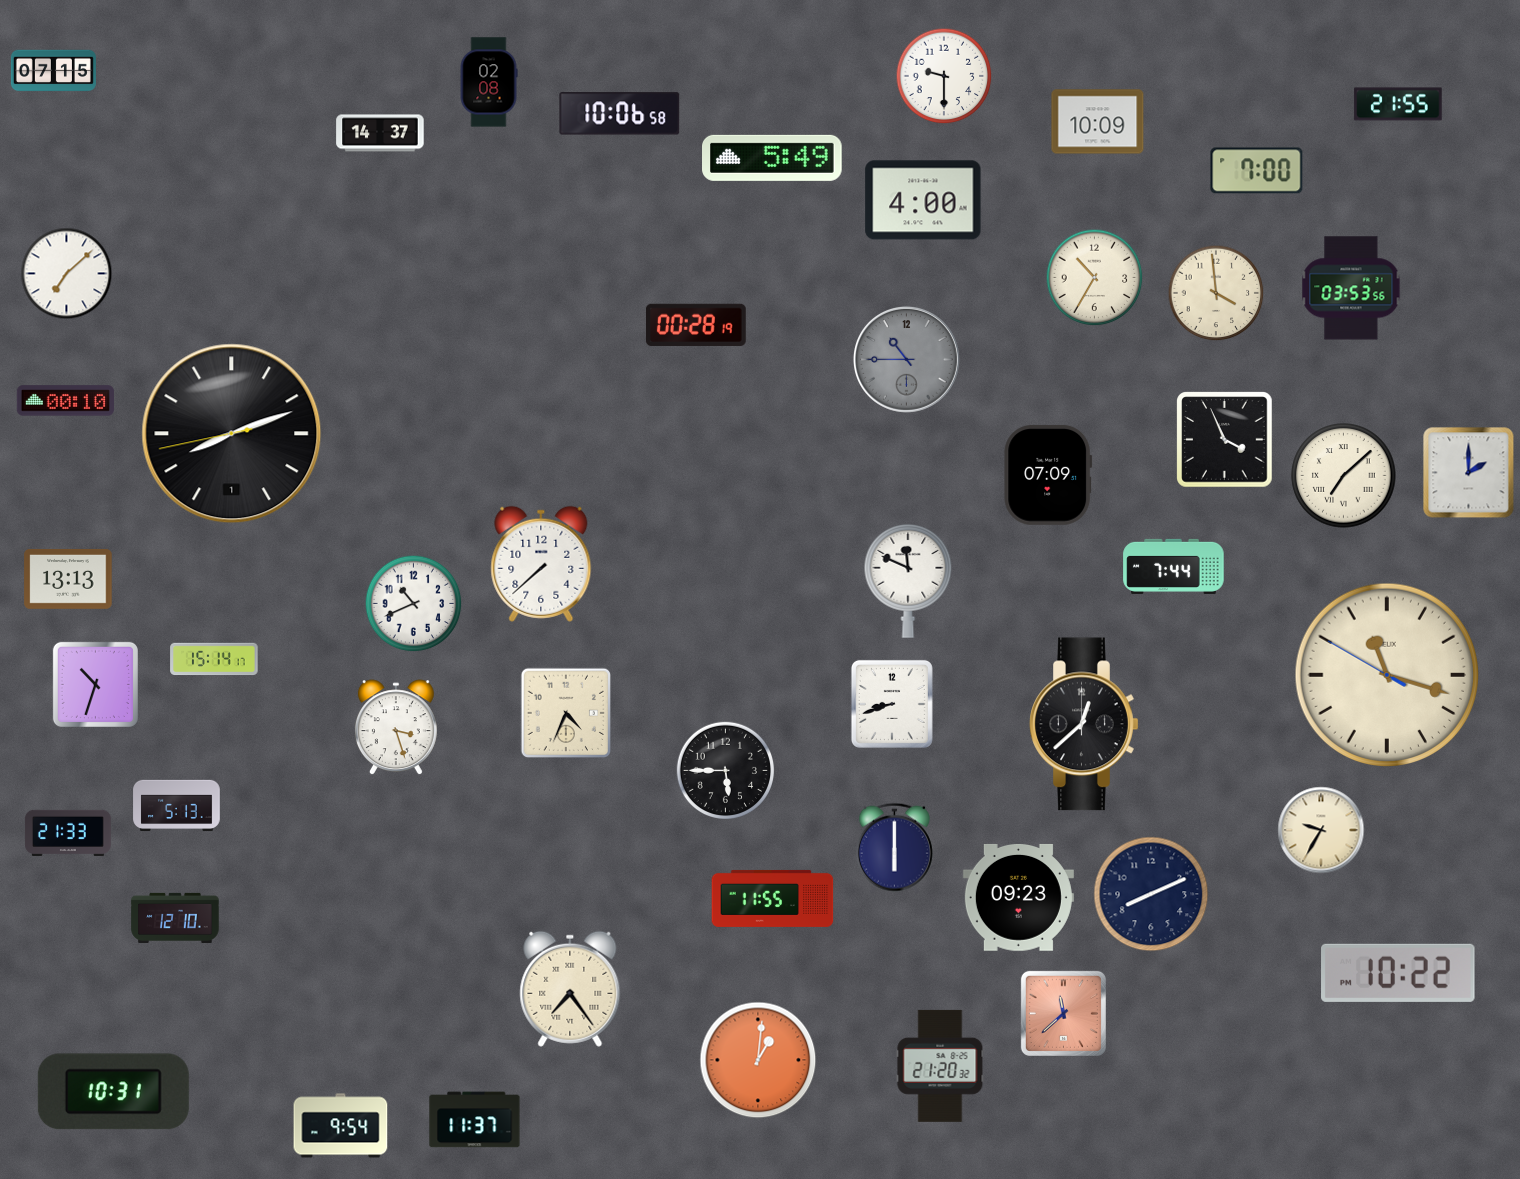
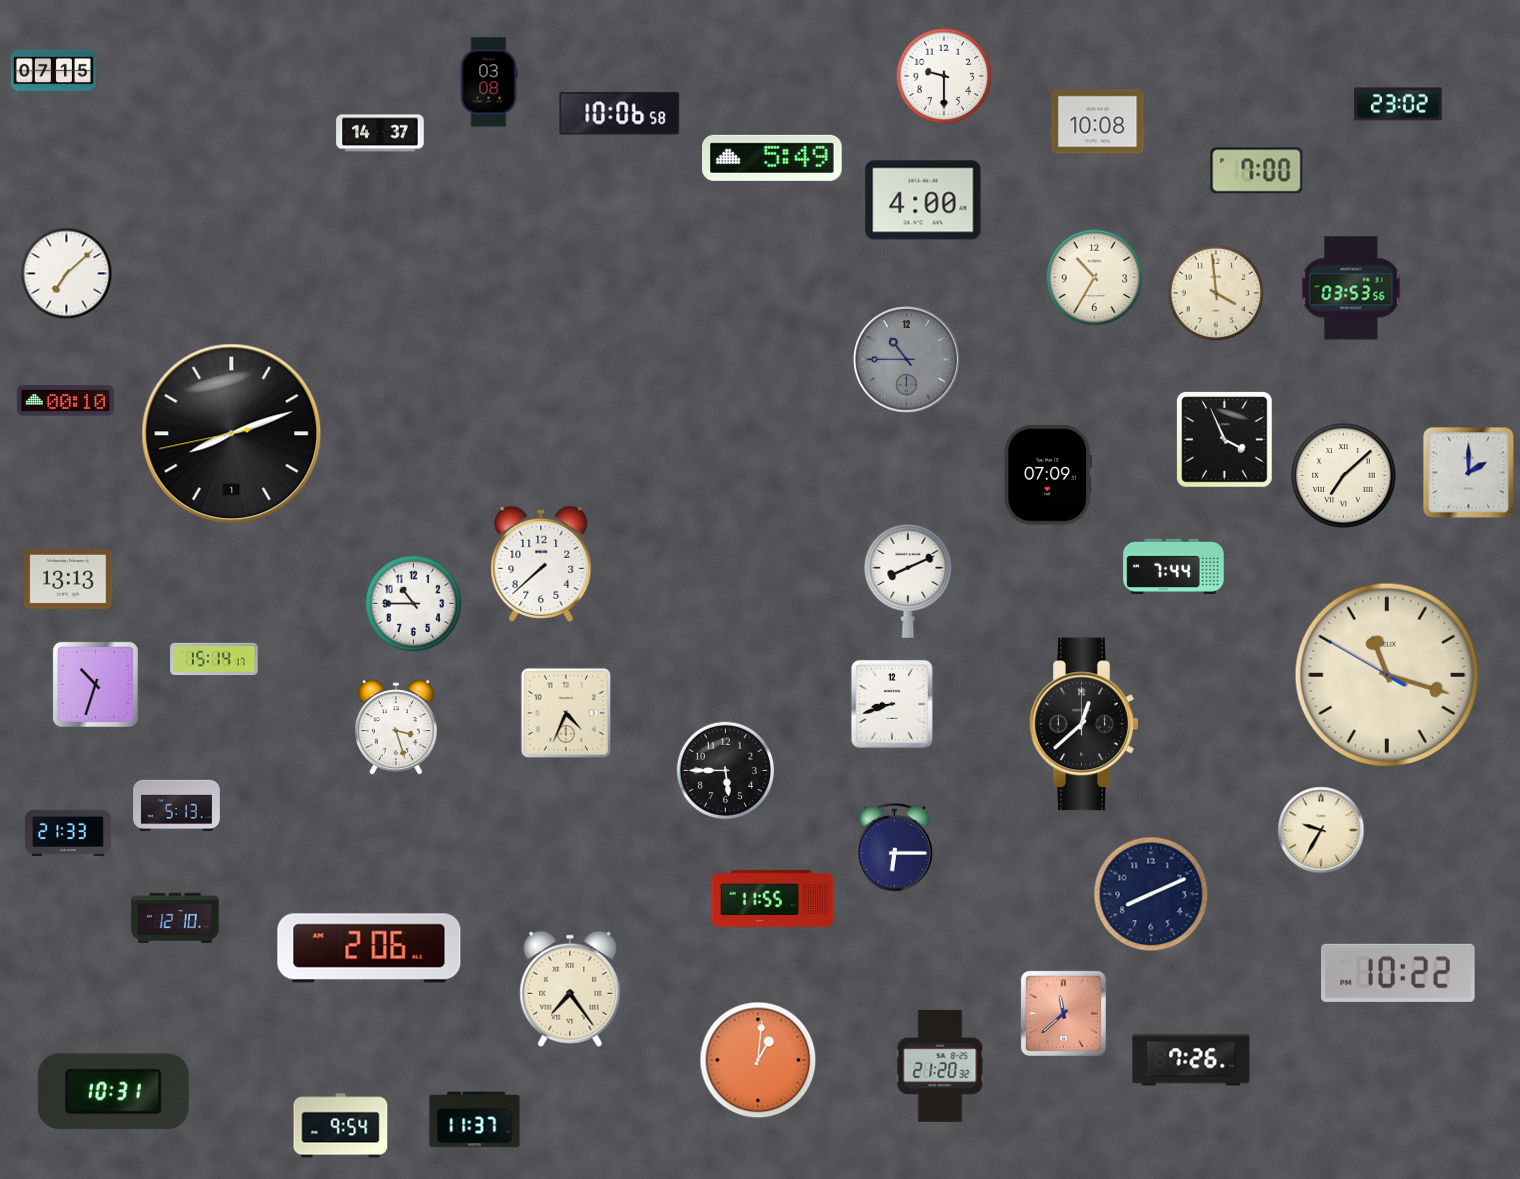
clock at (489, 82): 02:08 -> 03:08
clock at (1398, 104): 21:55 -> 23:02
clock at (1098, 122): 10:09 -> 10:08
clock at (696, 325): 00:28 -> none
clock at (908, 581): 11:49 -> 8:11
clock at (414, 604): 10:41 -> 10:45
clock at (894, 848): 6:00 -> 6:15
clock at (1018, 897): 09:23 -> none
clock at (369, 948): none -> 2:06
clock at (1191, 1060): none -> 7:26
